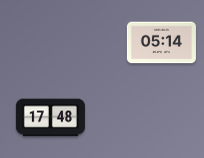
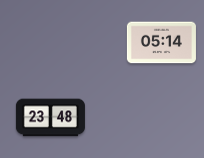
clock at (50, 118): 17:48 -> 23:48
